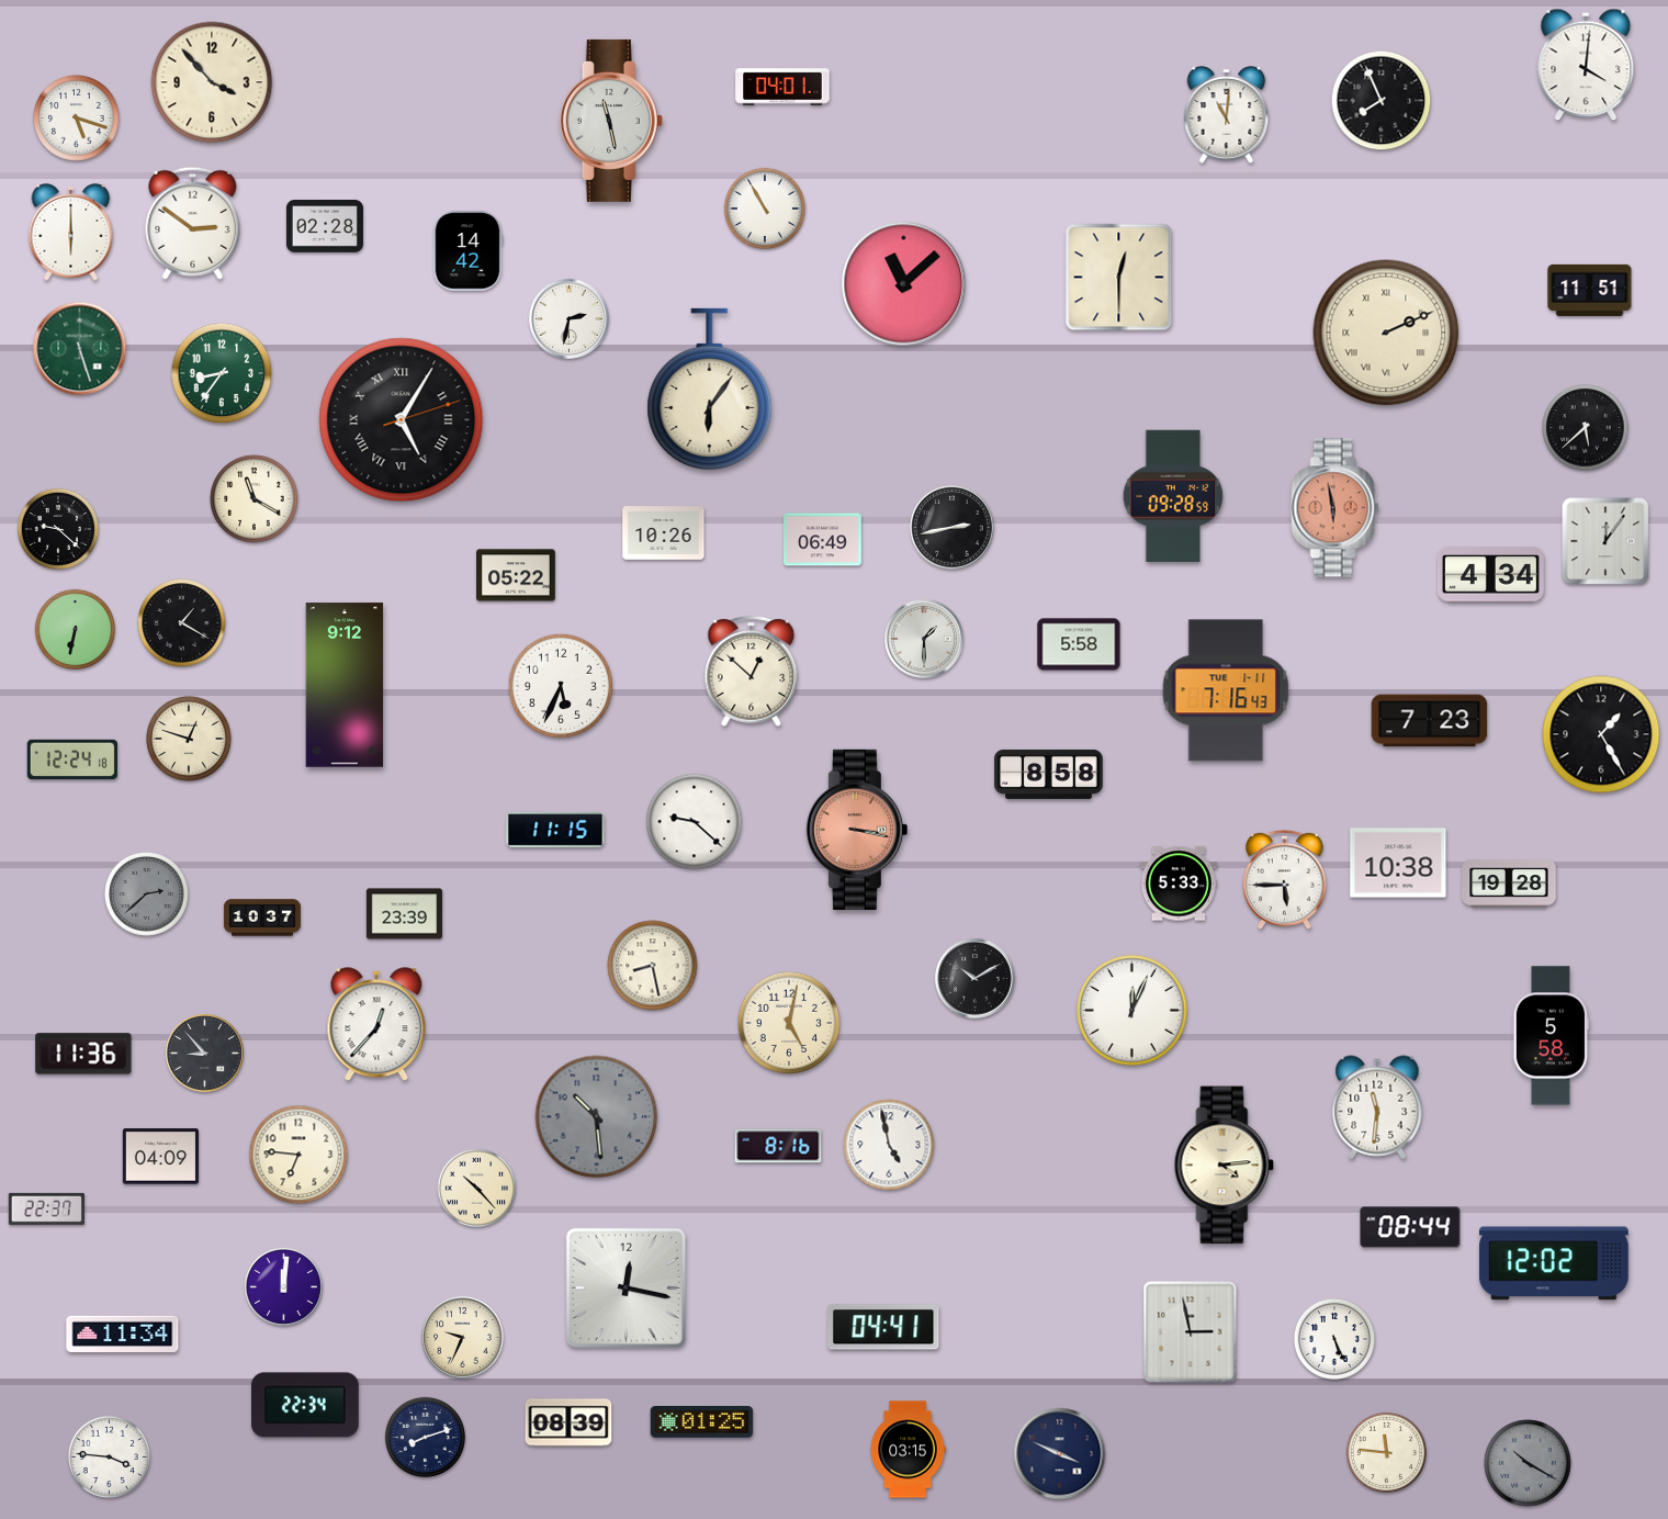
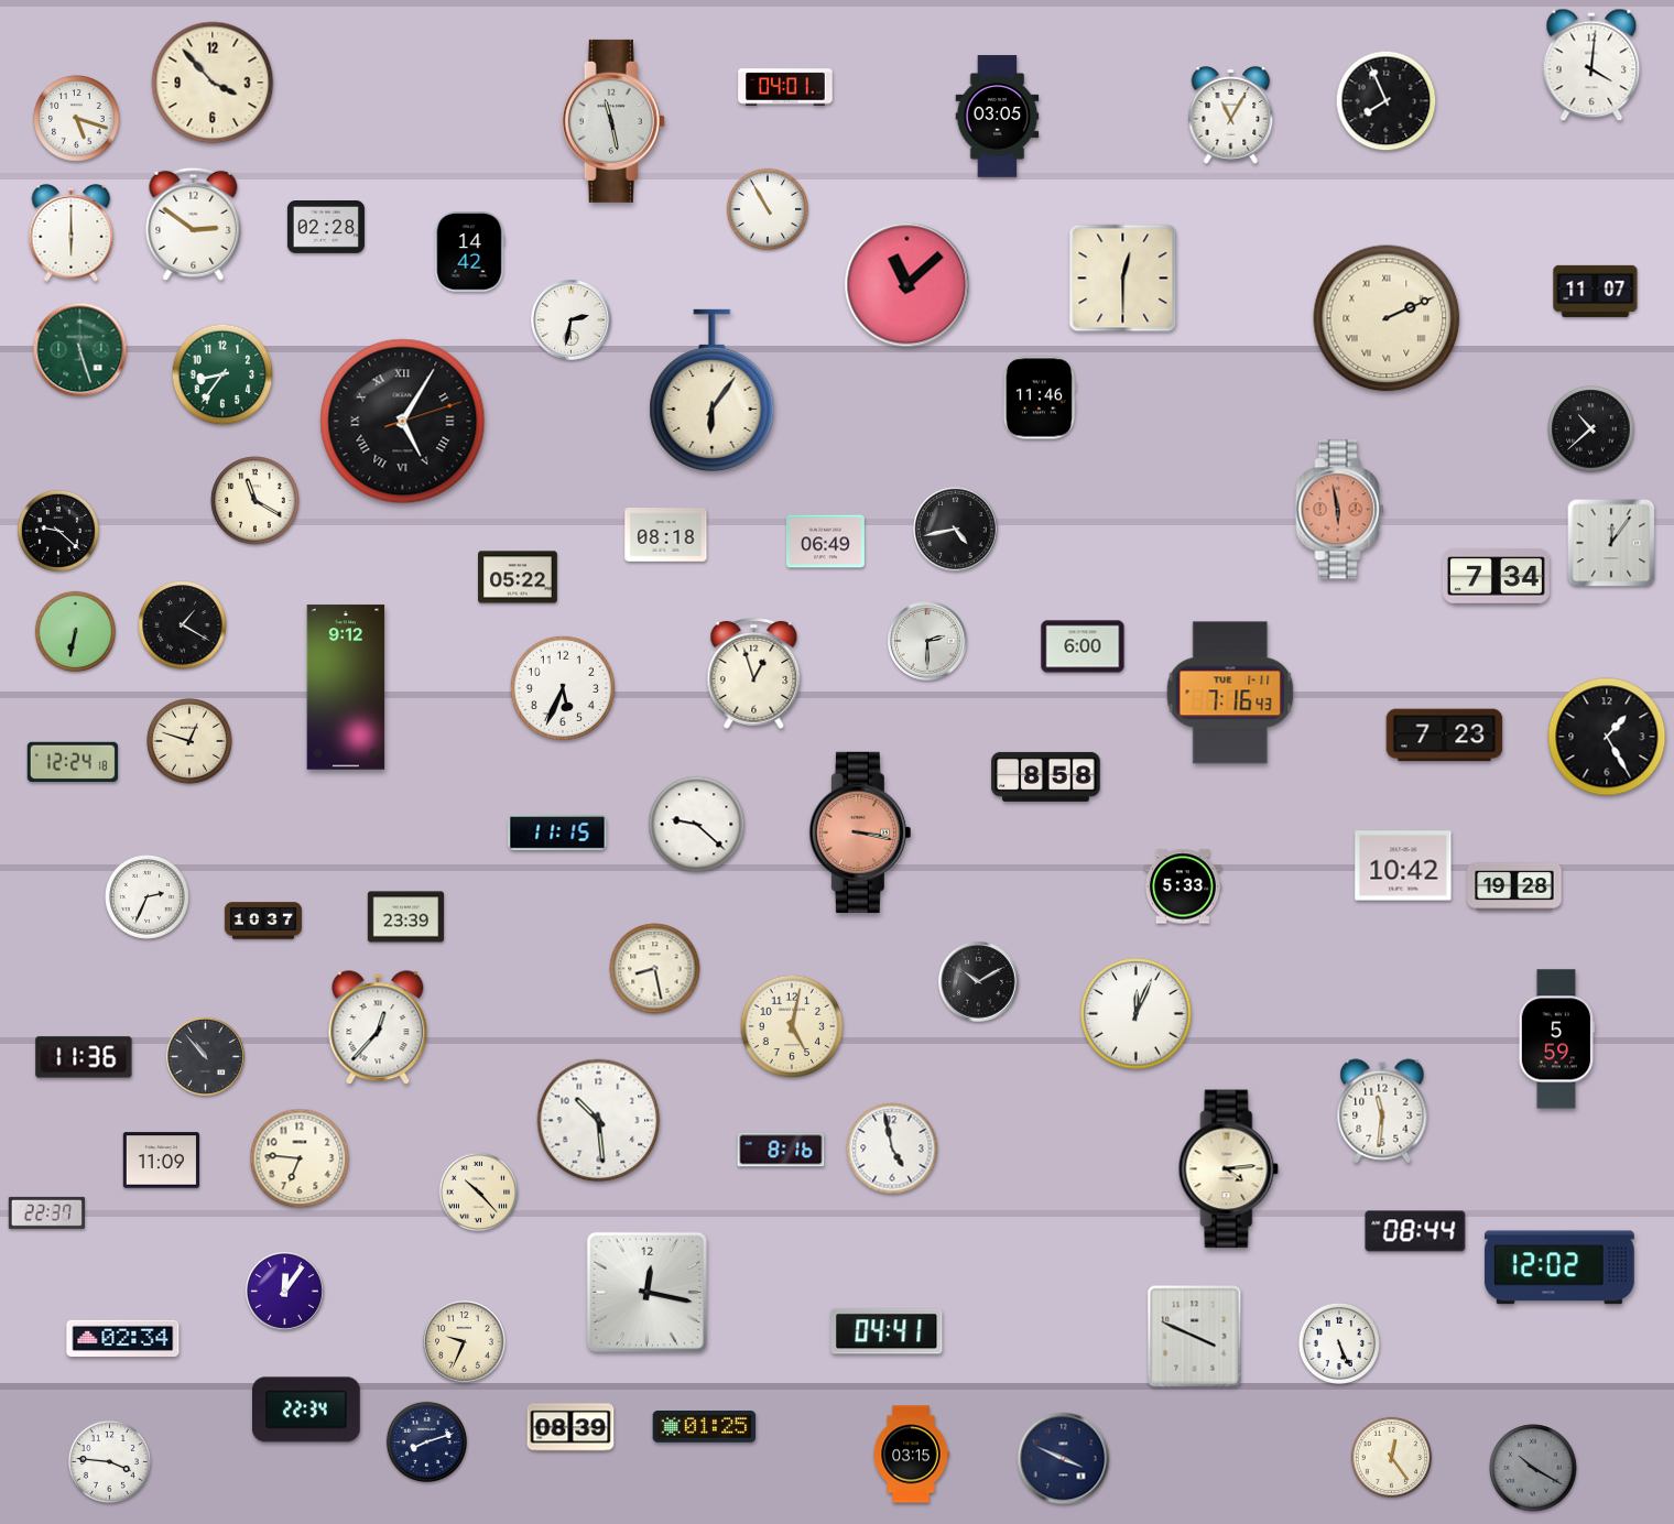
clock at (1227, 115): 11:01 -> 11:05
clock at (998, 117): none -> 03:05
clock at (1590, 290): 11:51 -> 11:07
clock at (1386, 333) position: (1386, 333) -> (1387, 318)
clock at (1039, 398): none -> 11:46
clock at (1586, 428): 5:38 -> 10:38
clock at (1173, 495): 09:28 -> none
clock at (953, 528): 2:43 -> 4:43
clock at (664, 533): 10:26 -> 08:18
clock at (1490, 575): 4:34 -> 7:34
clock at (925, 640): 1:30 -> 2:30
clock at (1079, 644): 5:58 -> 6:00
clock at (752, 671): 12:52 -> 12:57
clock at (1430, 721) position: (1430, 721) -> (1445, 736)
clock at (1049, 774) position: (1049, 774) -> (1046, 776)
clock at (1398, 863): 10:38 -> 10:42
clock at (1285, 879): 5:45 -> none
clock at (147, 894): 2:38 -> 2:34
clock at (147, 894) dial: grey -> white
clock at (1551, 1036): 5:58 -> 5:59
clock at (204, 1053): 8:53 -> 10:53
clock at (597, 1117) dial: grey -> white
clock at (160, 1157): 04:09 -> 11:09
clock at (283, 1286): 12:01 -> 12:06
clock at (625, 1287) position: (625, 1287) -> (646, 1292)
clock at (1191, 1332): 2:58 -> 3:49
clock at (123, 1335): 11:34 -> 02:34
clock at (1386, 1452): 11:46 -> 12:24
